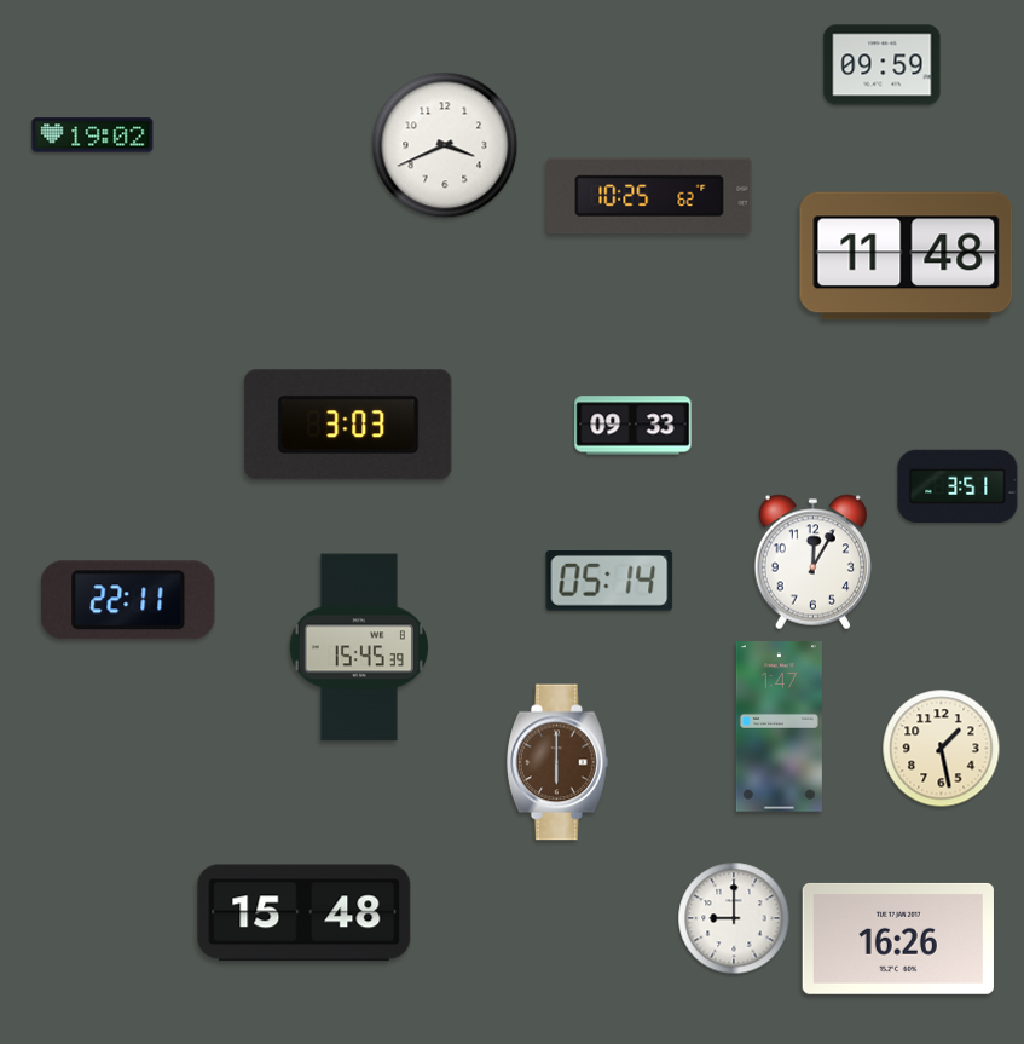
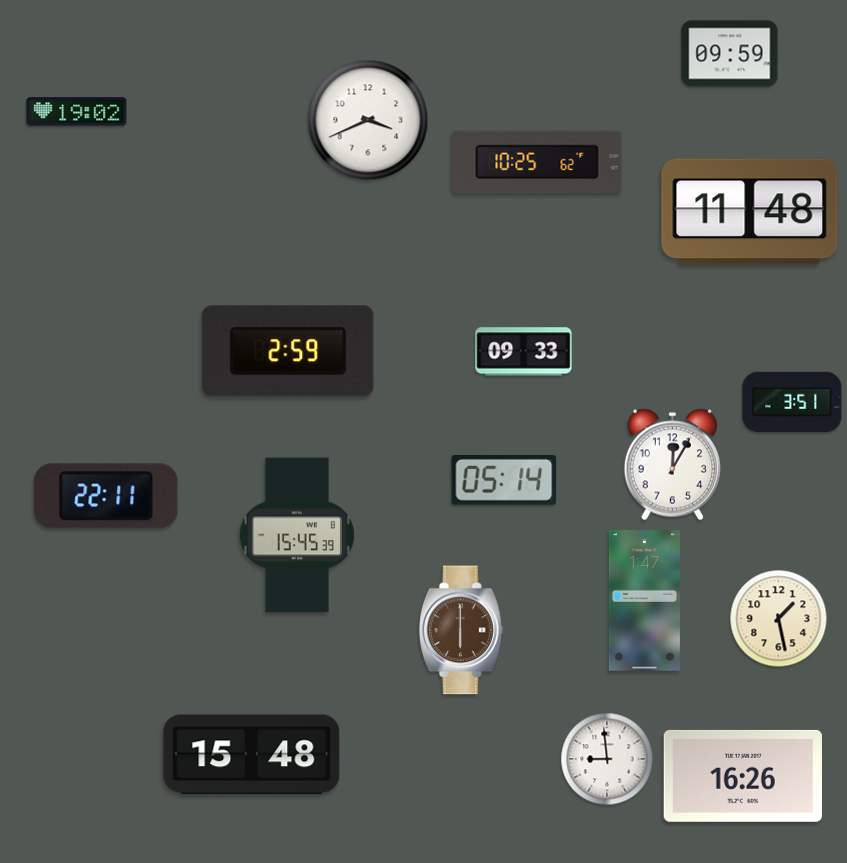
clock at (348, 425): 3:03 -> 2:59
clock at (734, 918): 9:00 -> 8:59
